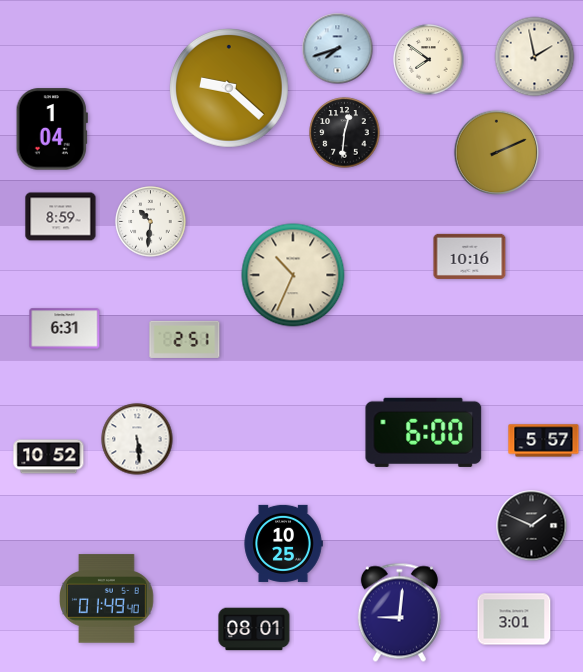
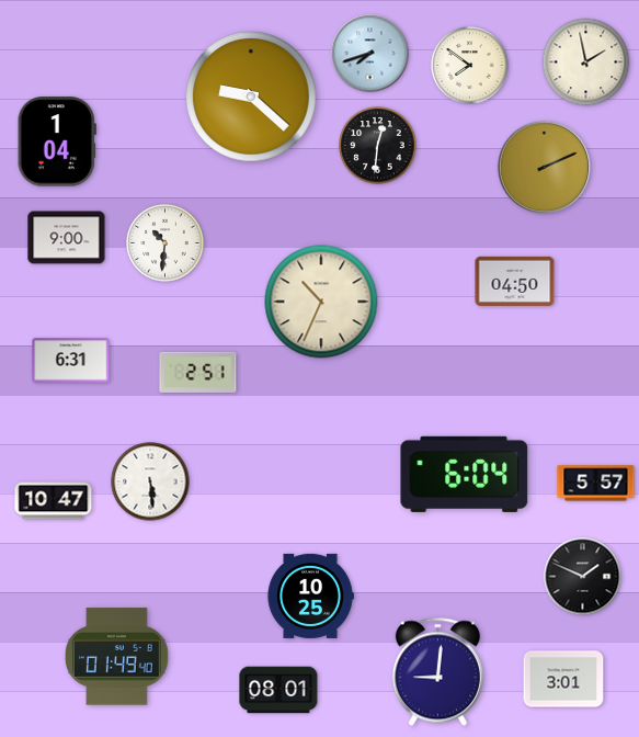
clock at (61, 217): 8:59 -> 9:00
clock at (470, 256): 10:16 -> 04:50
clock at (185, 339) position: (185, 339) -> (198, 372)
clock at (424, 432): 6:00 -> 6:04
clock at (49, 457): 10:52 -> 10:47
